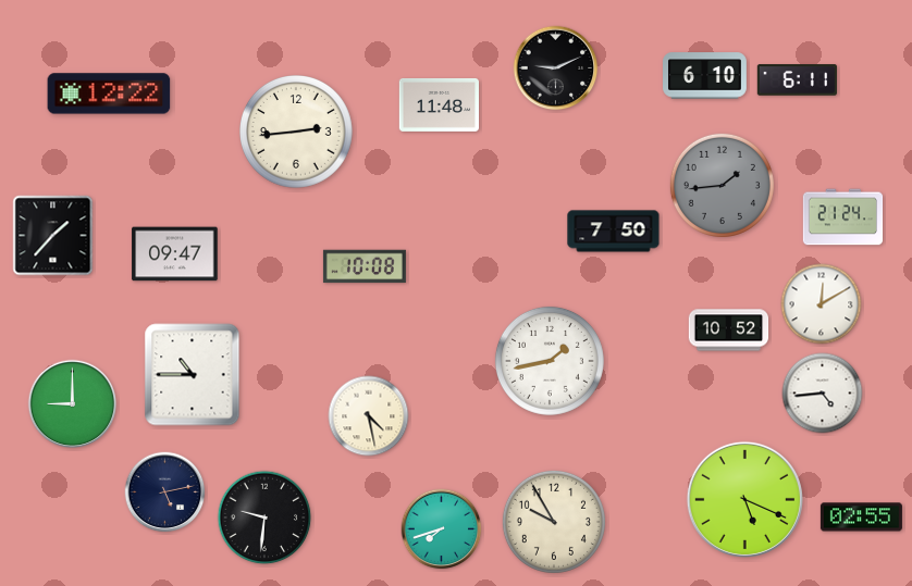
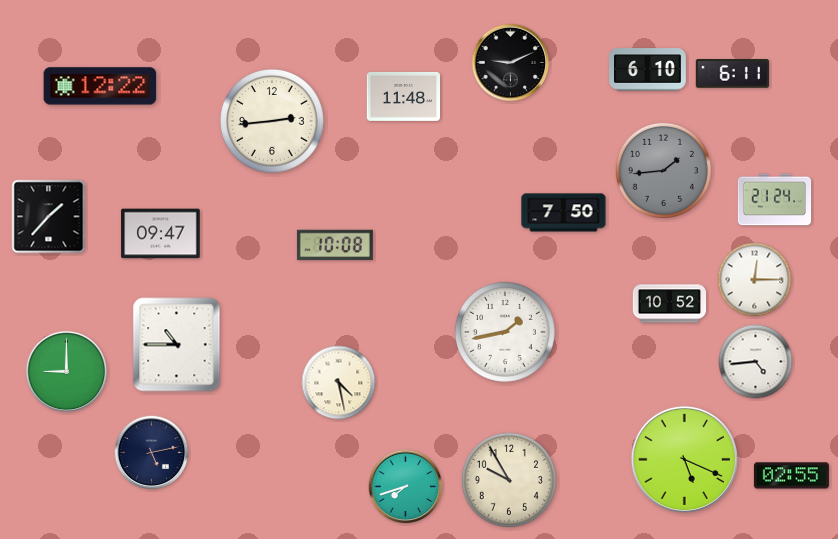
clock at (822, 304): 12:10 -> 12:15
clock at (264, 518): 9:31 -> none
